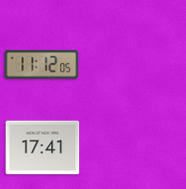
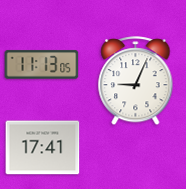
clock at (42, 65): 11:12 -> 11:13
clock at (136, 81): none -> 9:04
